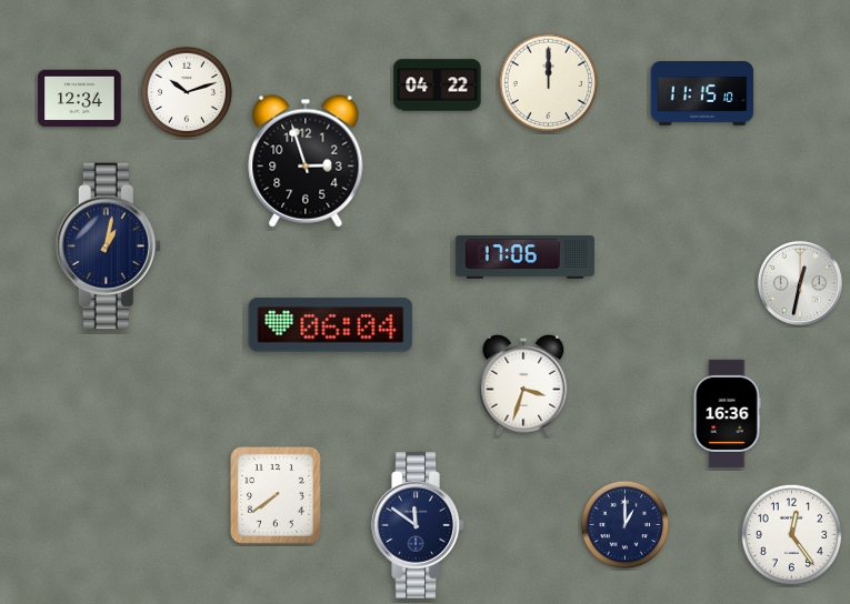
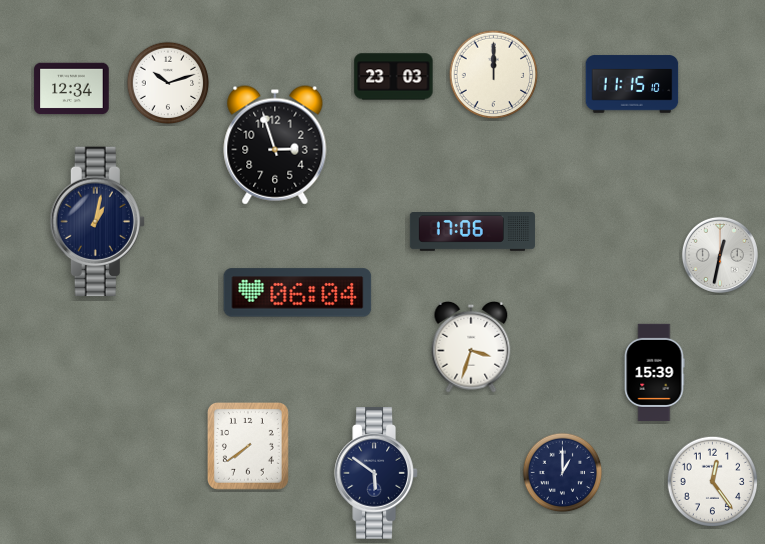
clock at (438, 85): 04:22 -> 23:03
clock at (727, 413): 16:36 -> 15:39
clock at (418, 525): 11:51 -> 5:51
